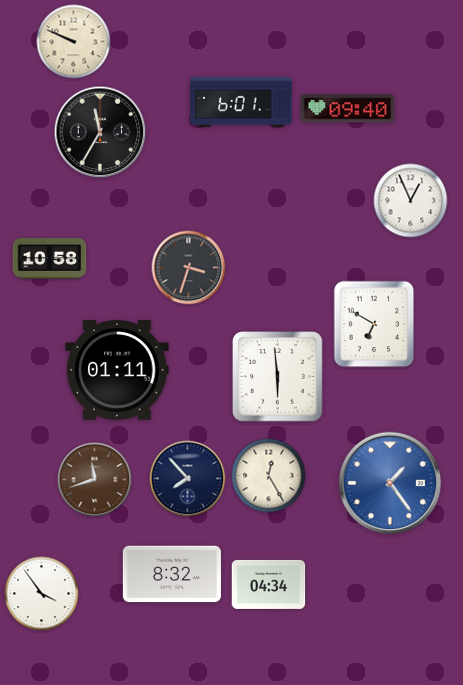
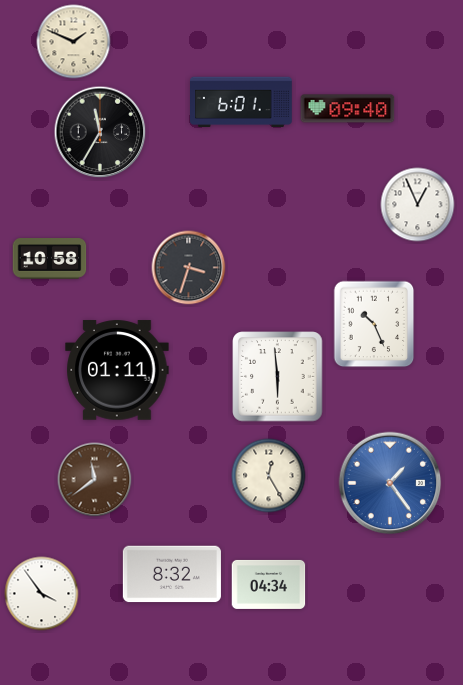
clock at (74, 42): 9:49 -> 1:49
clock at (411, 201) position: (411, 201) -> (418, 205)
clock at (374, 324): 6:50 -> 10:26
clock at (188, 479): 7:53 -> none
clock at (95, 480): 11:42 -> 11:39
